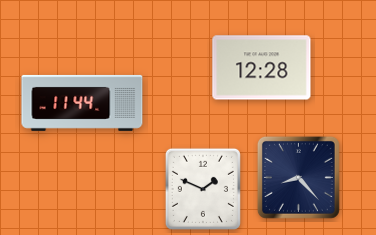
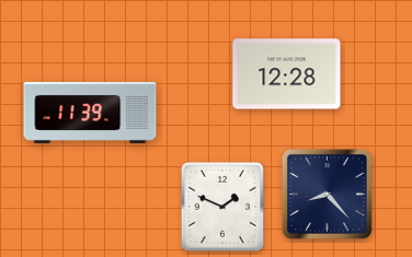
clock at (82, 103): 11:44 -> 11:39
